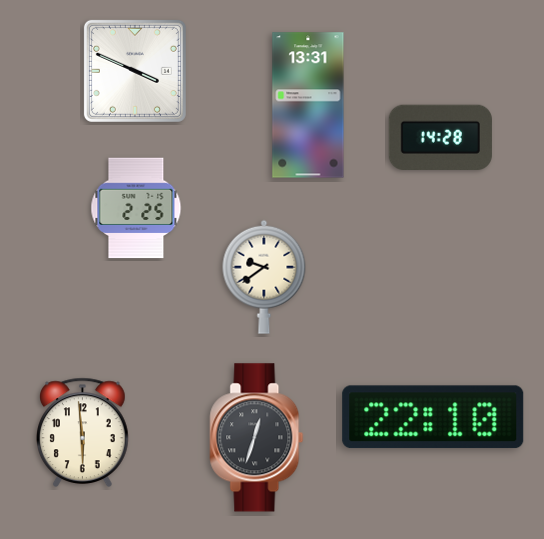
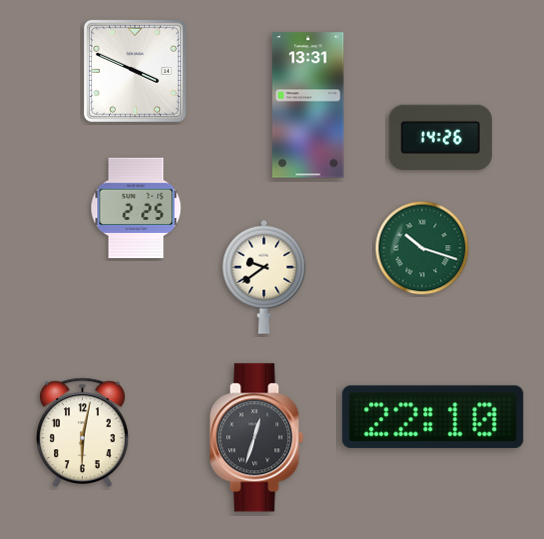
clock at (440, 137): 14:28 -> 14:26
clock at (422, 248): none -> 10:18
clock at (83, 432): 5:59 -> 6:02
